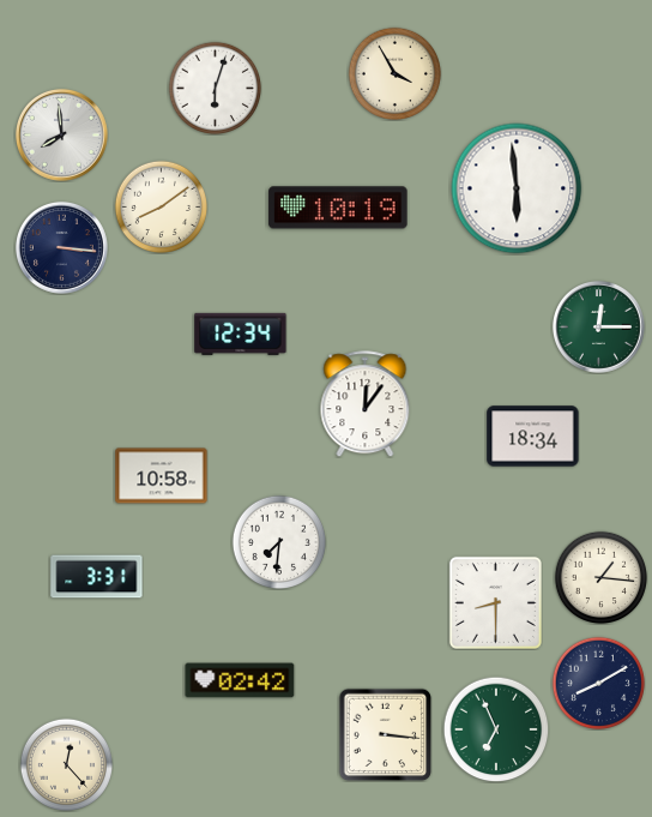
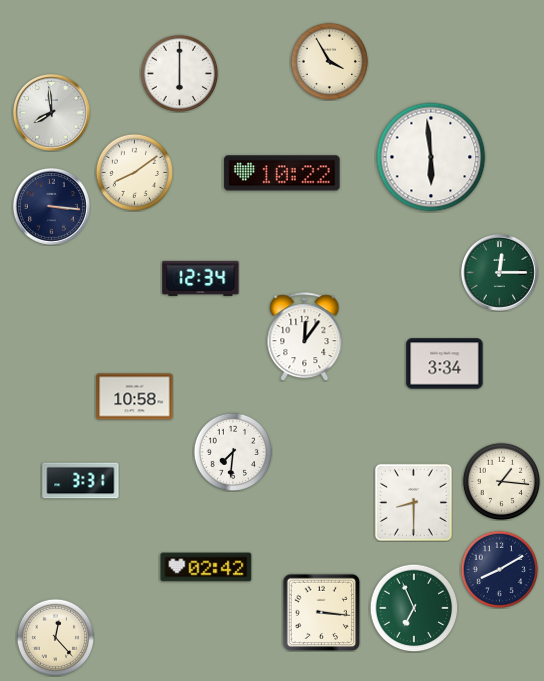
clock at (215, 88): 6:03 -> 6:00
clock at (338, 208): 10:19 -> 10:22
clock at (533, 437): 18:34 -> 3:34
clock at (240, 680) position: (240, 680) -> (206, 567)
